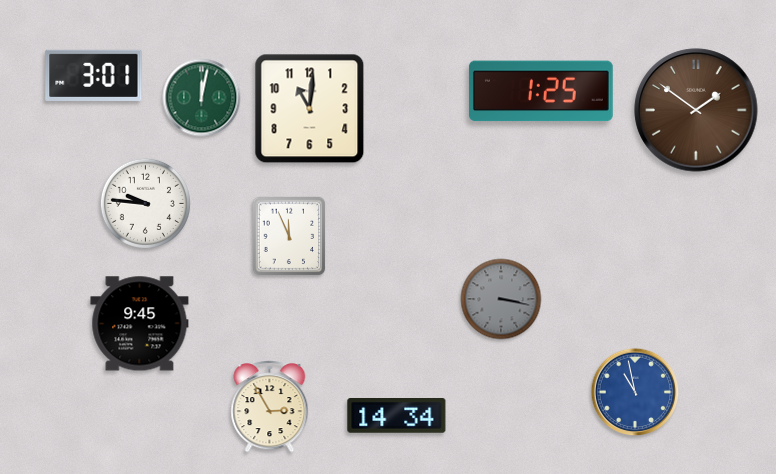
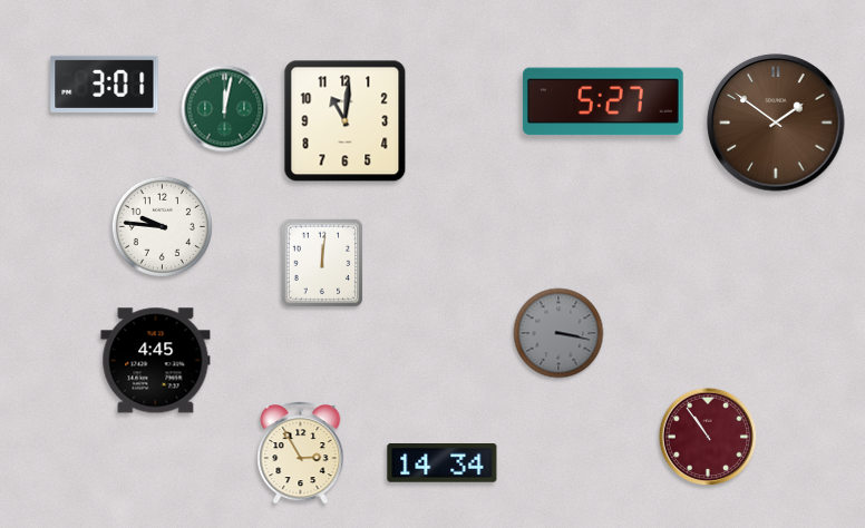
clock at (541, 91): 1:25 -> 5:27
clock at (289, 236): 11:56 -> 12:01
clock at (140, 324): 9:45 -> 4:45
clock at (635, 392): 10:58 -> 10:54
clock at (635, 392) dial: blue -> burgundy
